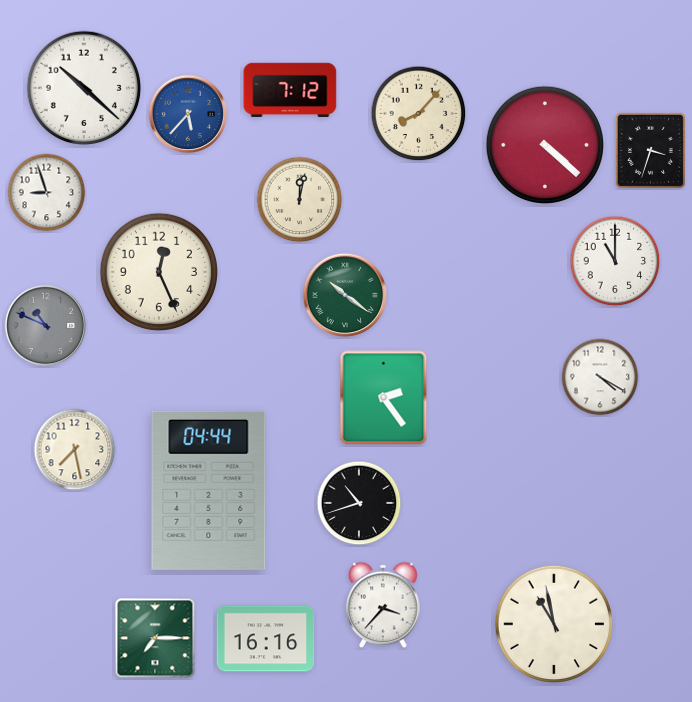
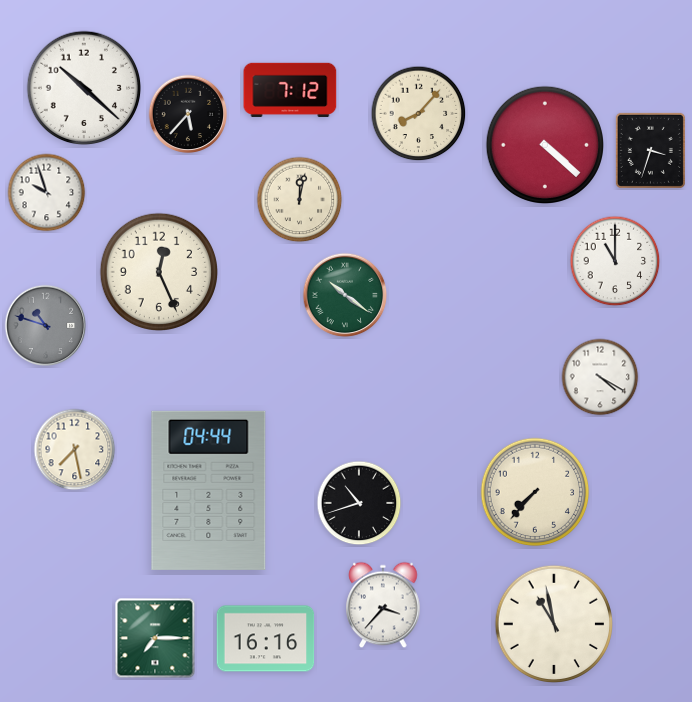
clock at (188, 114) dial: blue -> black
clock at (47, 193): 8:57 -> 9:57
clock at (46, 326): 10:49 -> 10:48
clock at (384, 398): 2:24 -> none
clock at (535, 492): none -> 7:37
